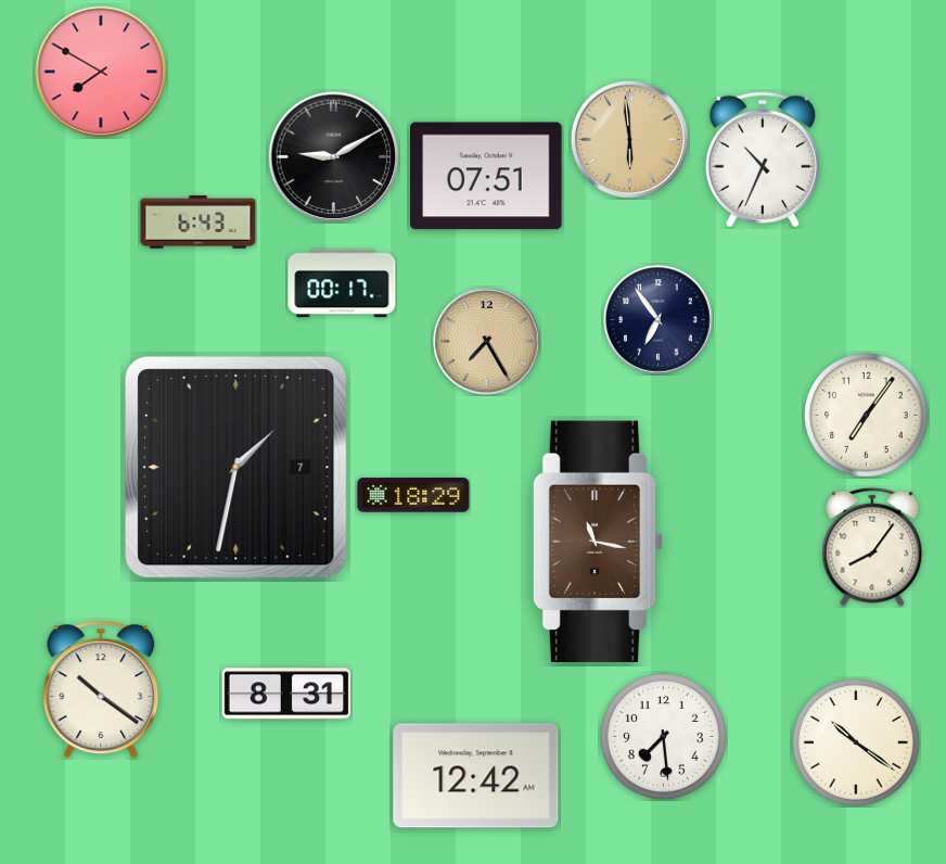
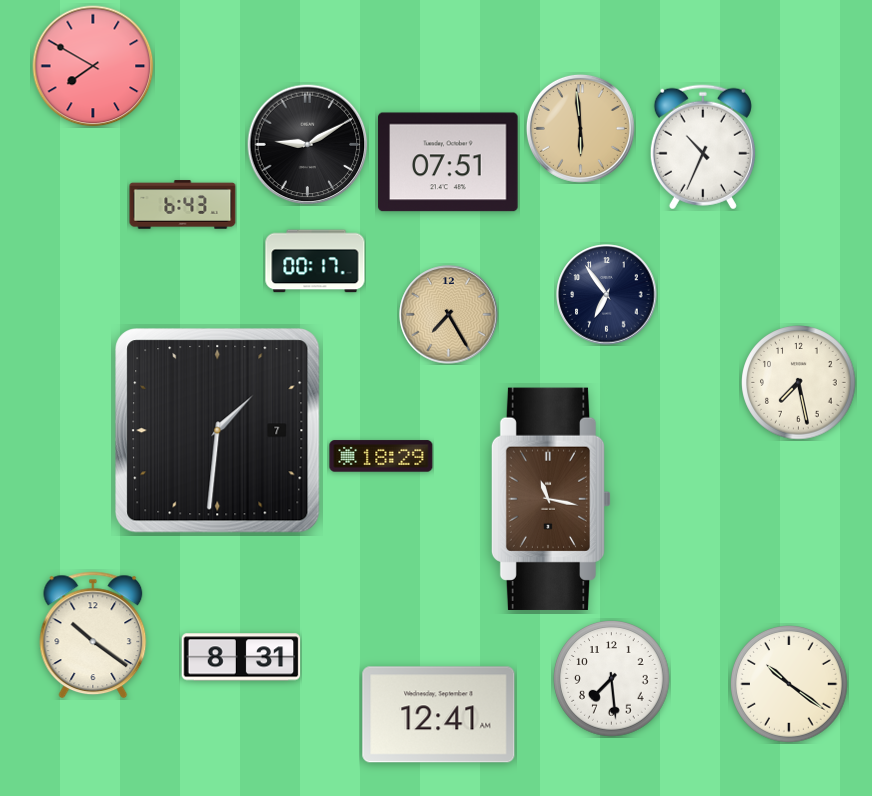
clock at (867, 416): 7:06 -> 7:28
clock at (237, 468): 1:32 -> 1:31
clock at (872, 547): 8:06 -> none
clock at (286, 694) position: (286, 694) -> (241, 657)
clock at (476, 776): 12:42 -> 12:41
